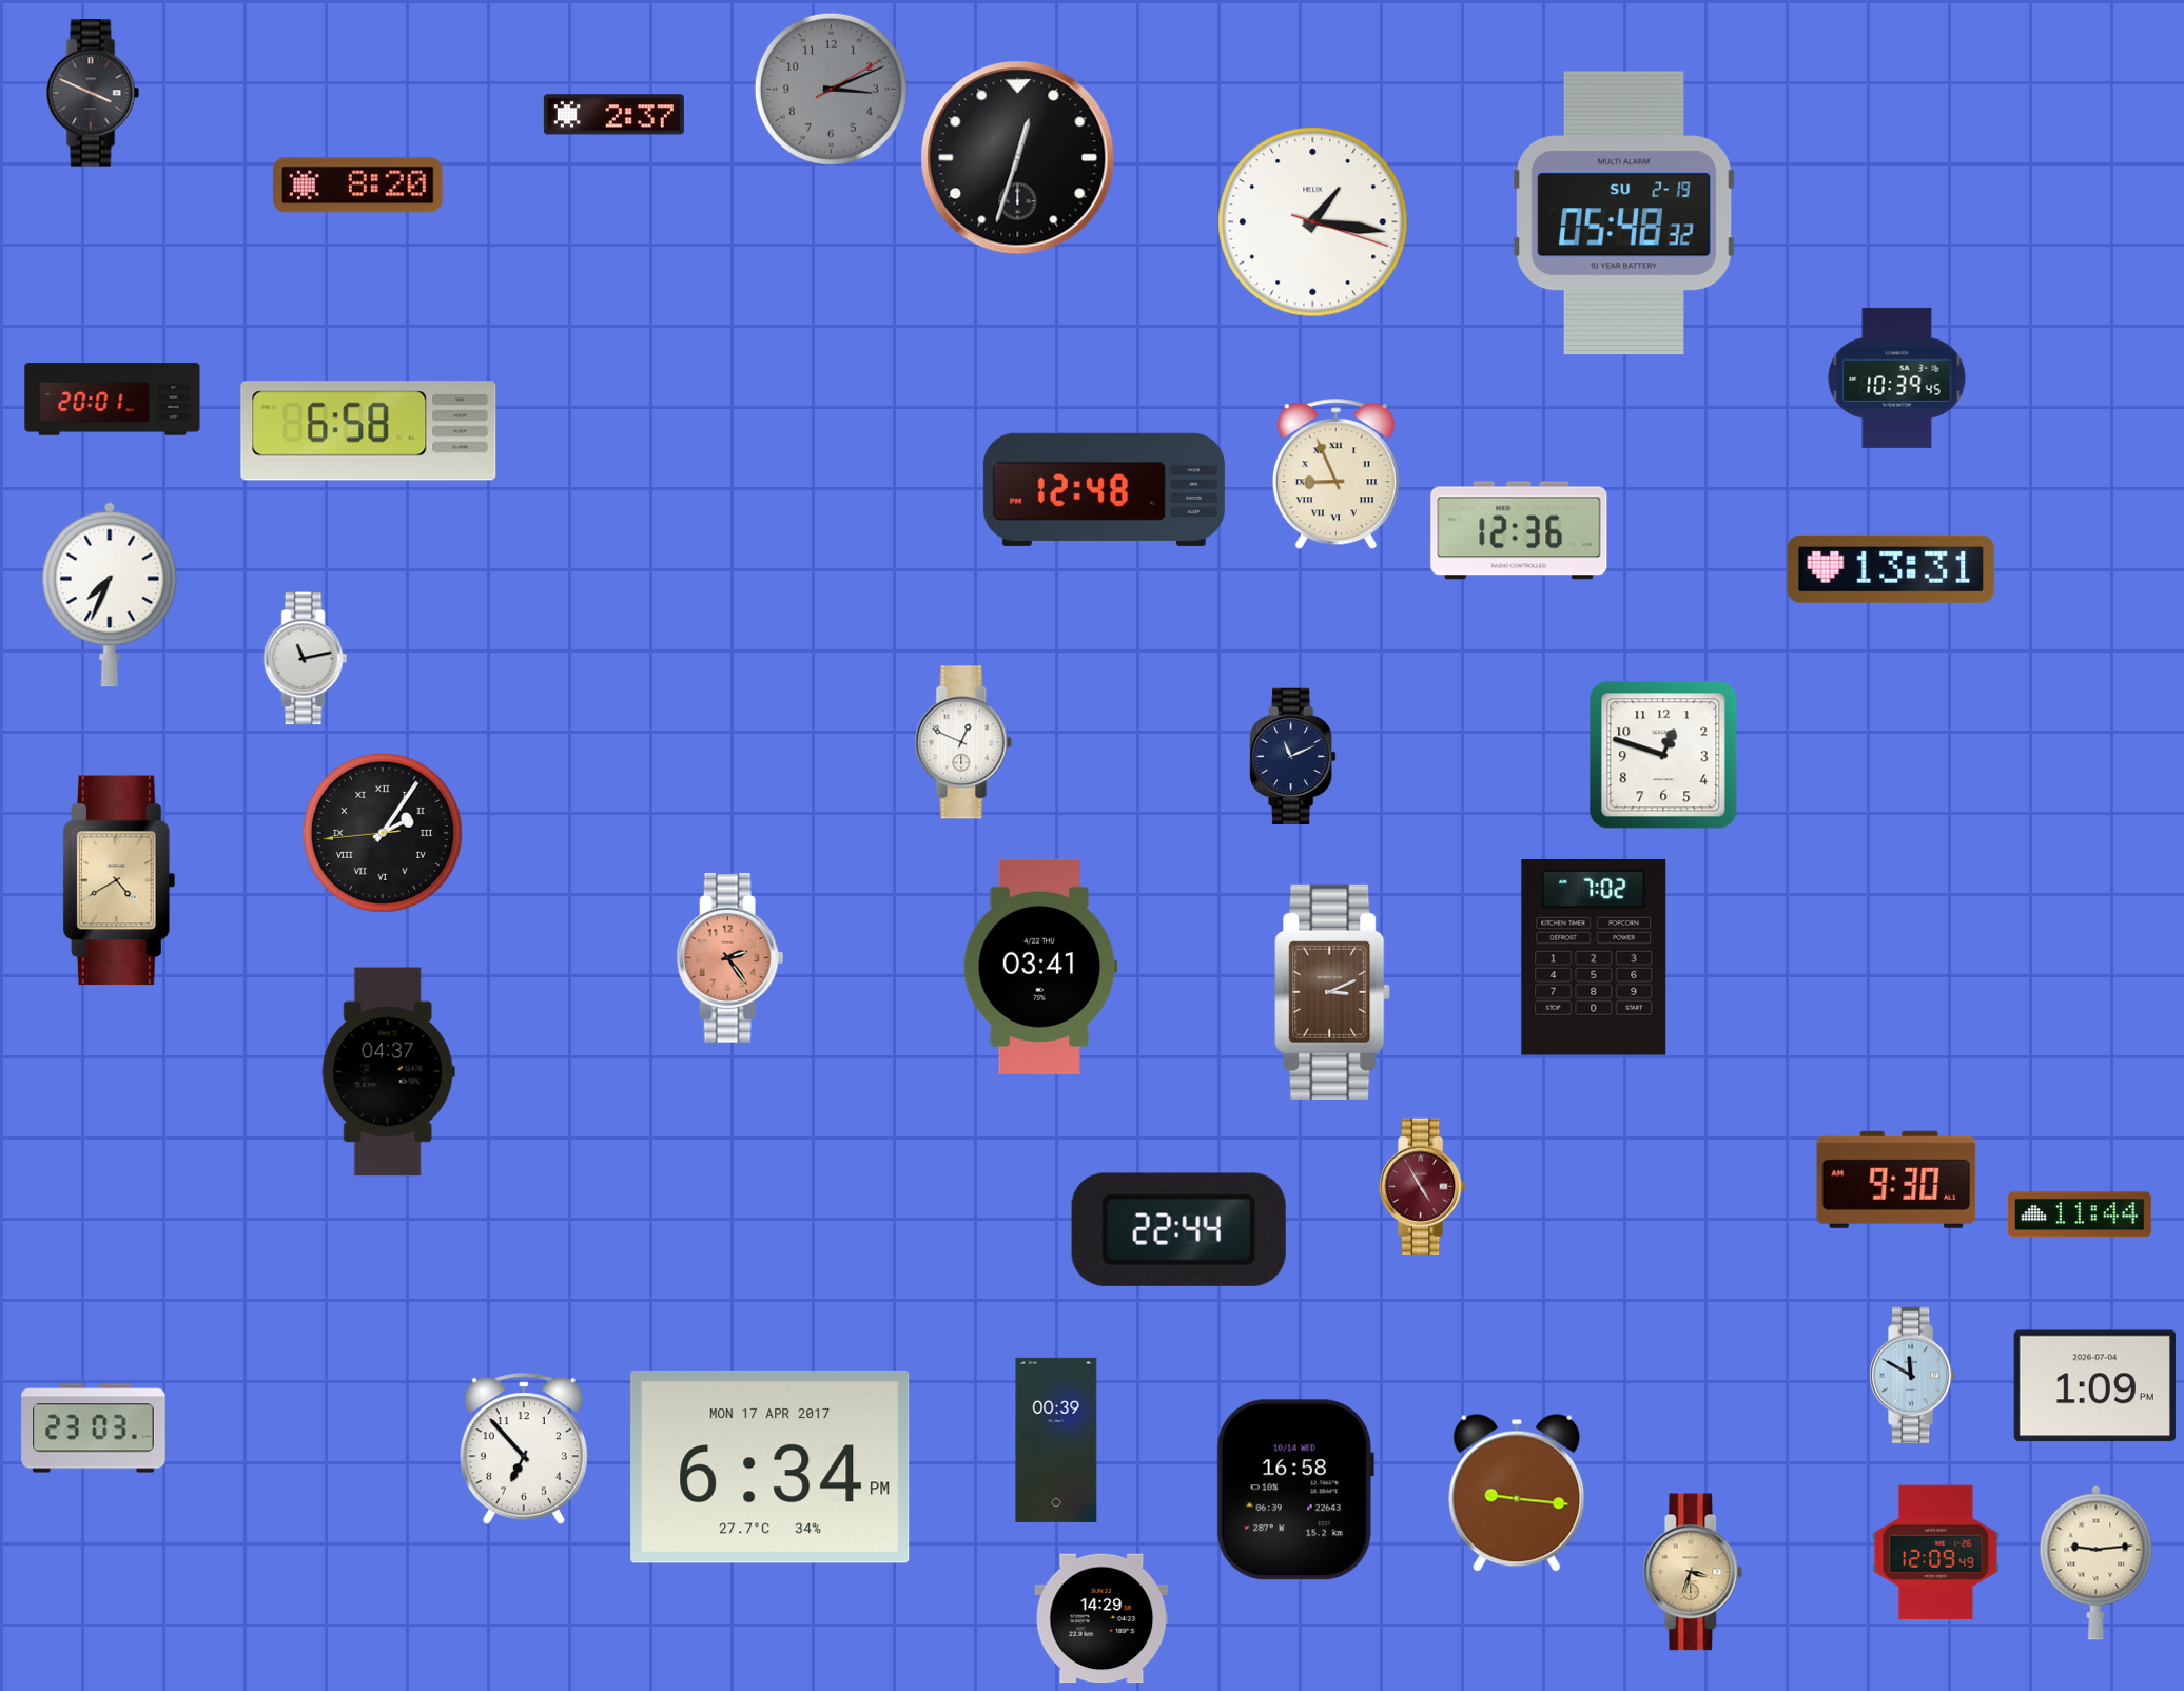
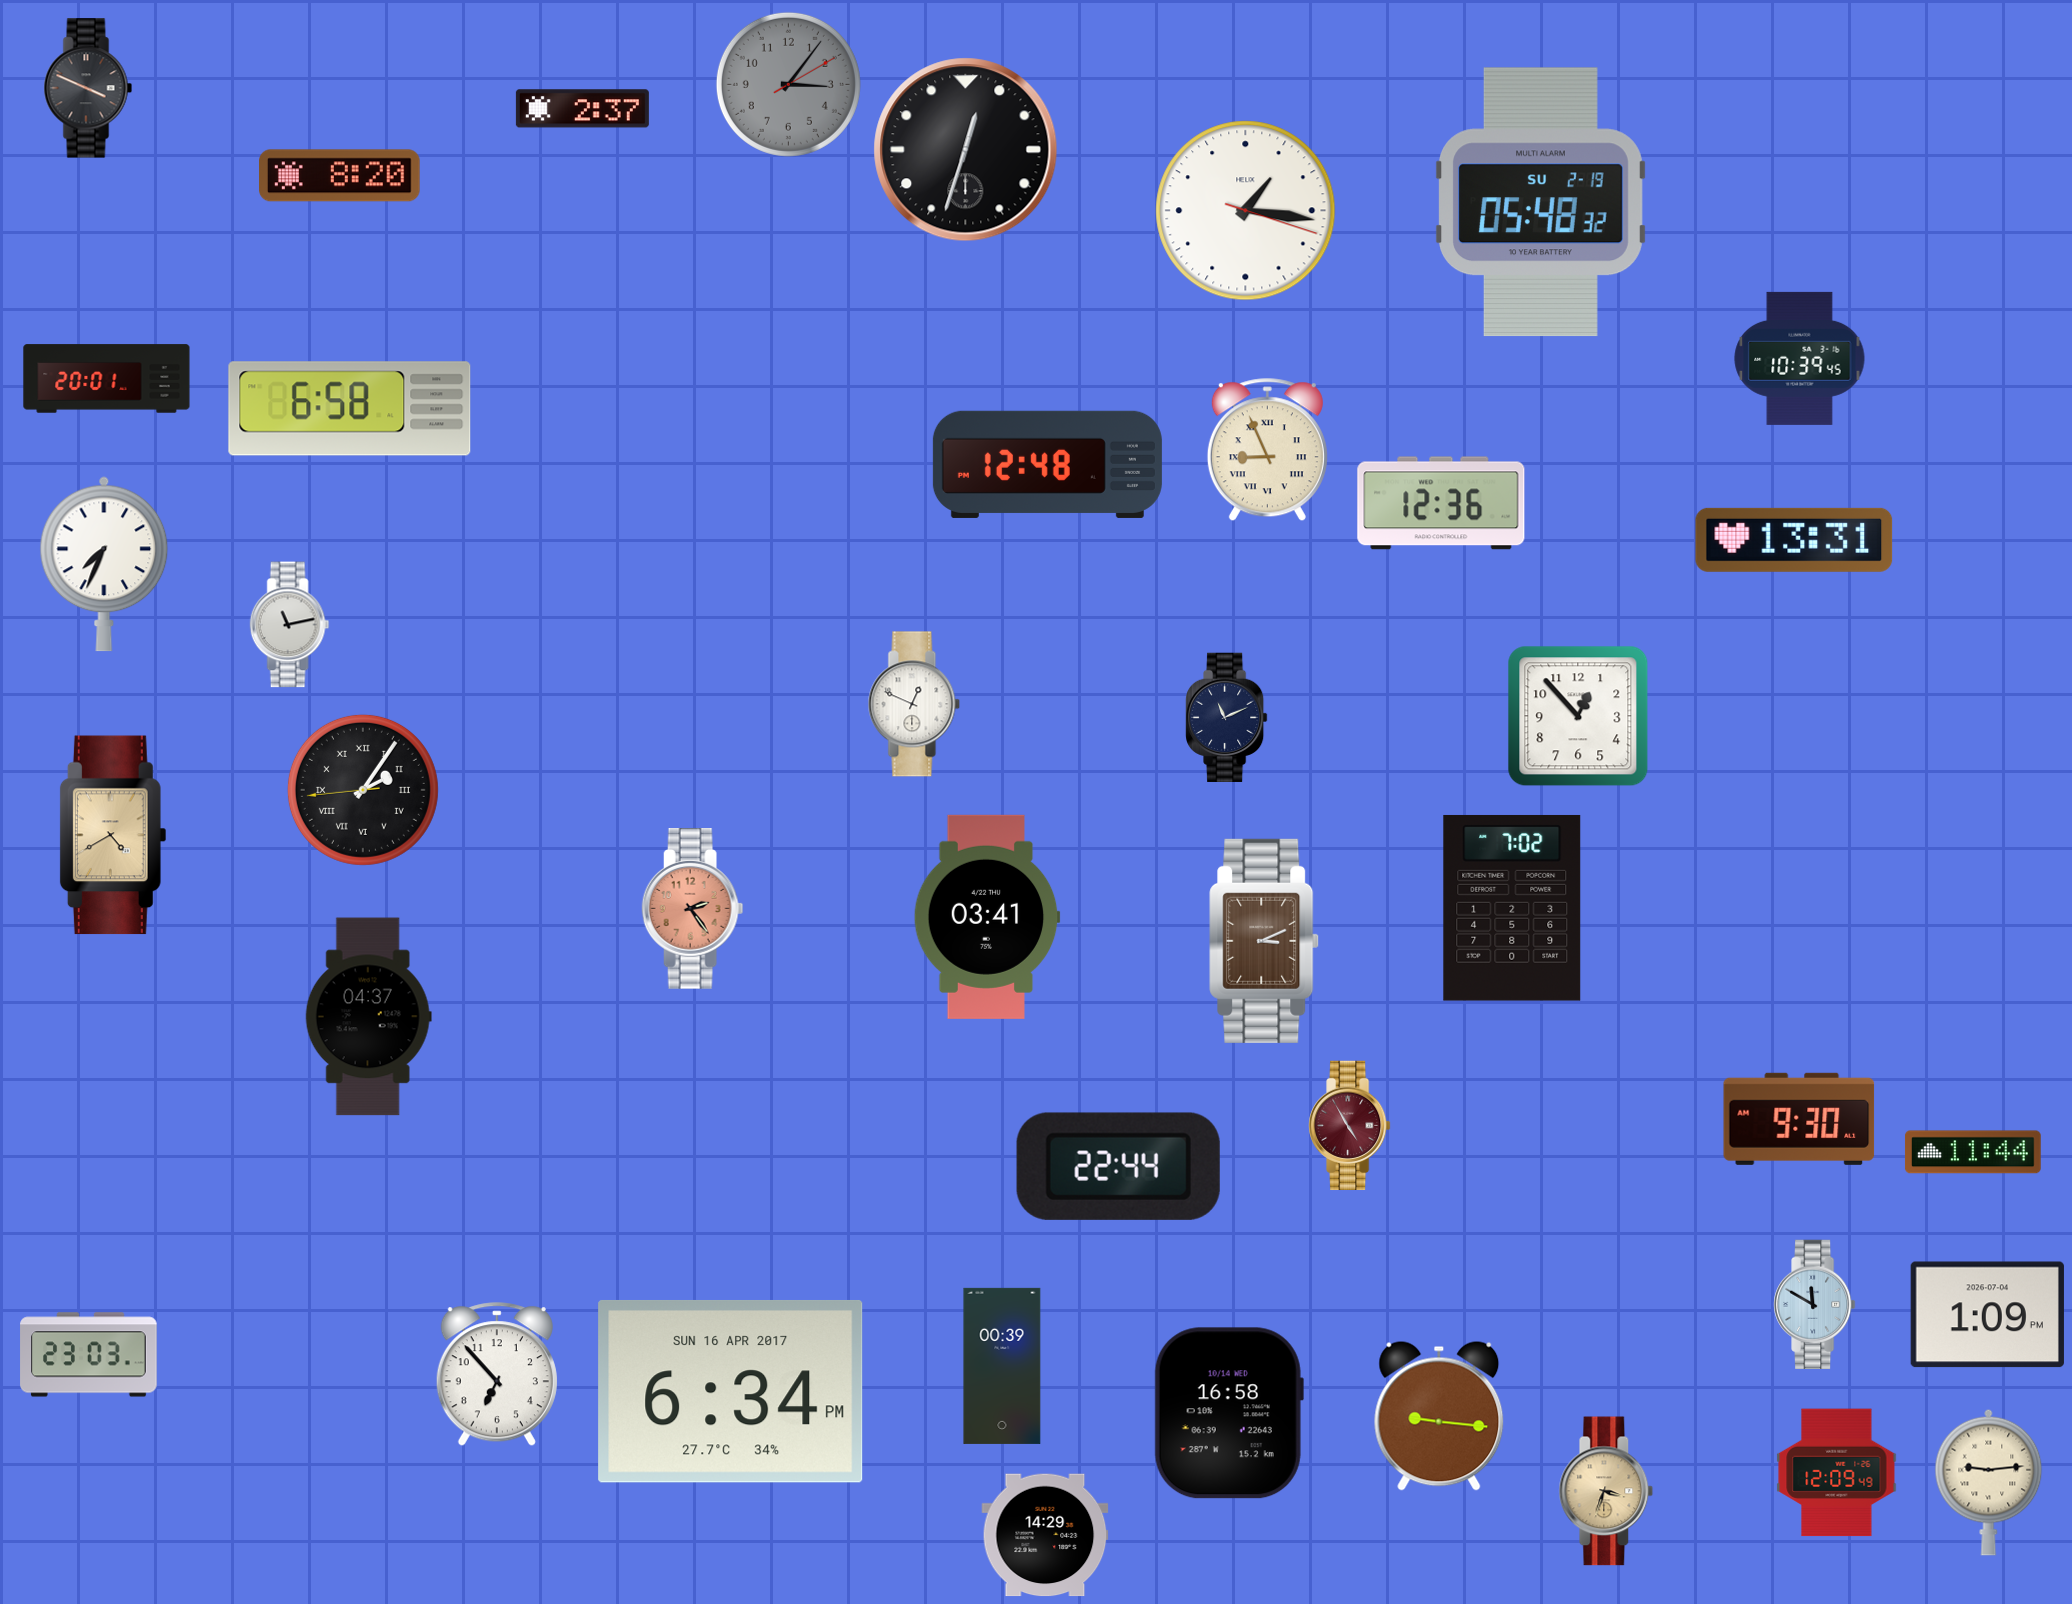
clock at (831, 89): 3:11 -> 3:06
clock at (1663, 755): 12:48 -> 12:53
clock at (771, 1466) date: MON 17 APR 2017 -> SUN 16 APR 2017
